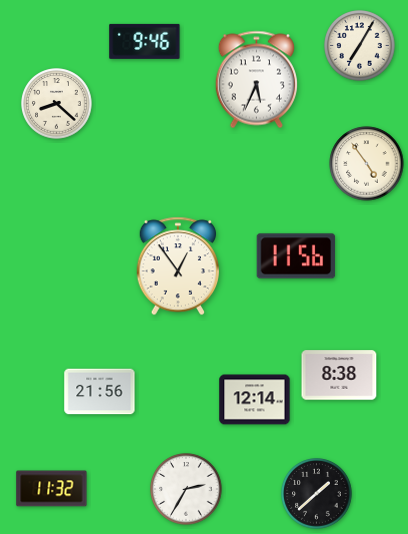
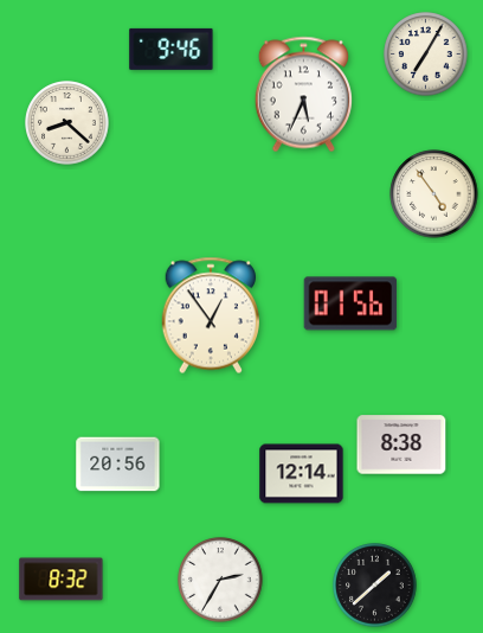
clock at (296, 256): 11:56 -> 01:56
clock at (100, 392): 21:56 -> 20:56
clock at (52, 489): 11:32 -> 8:32
